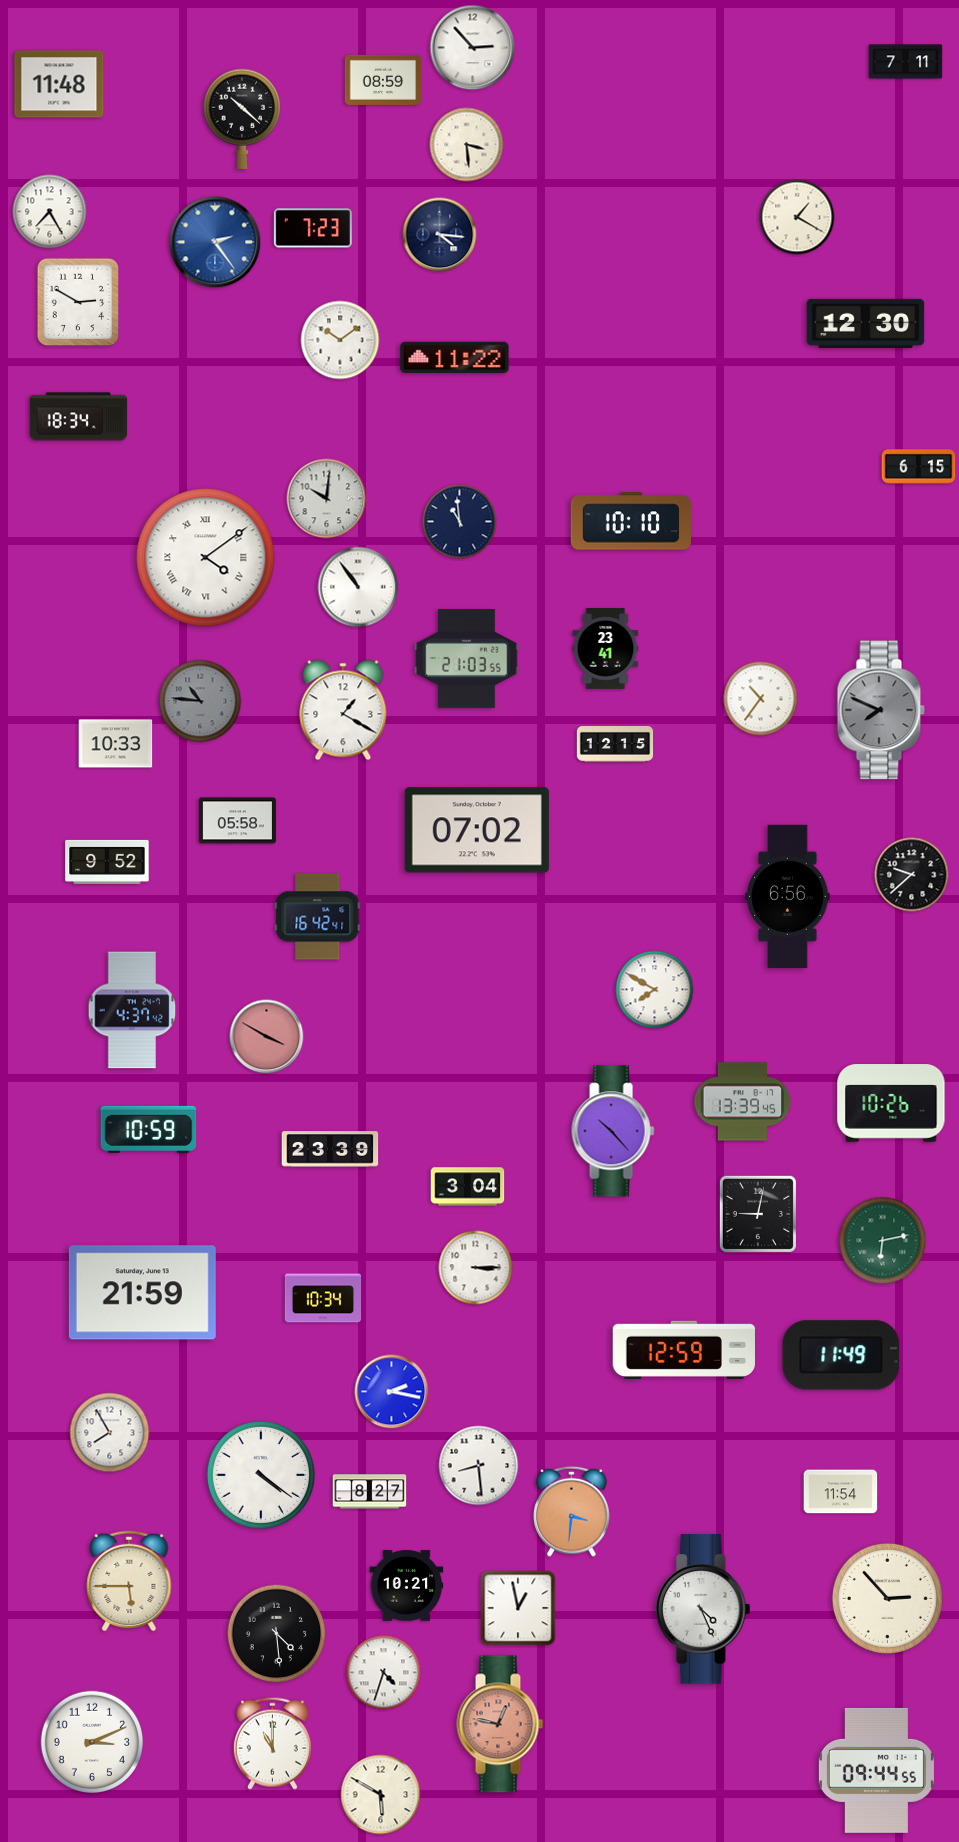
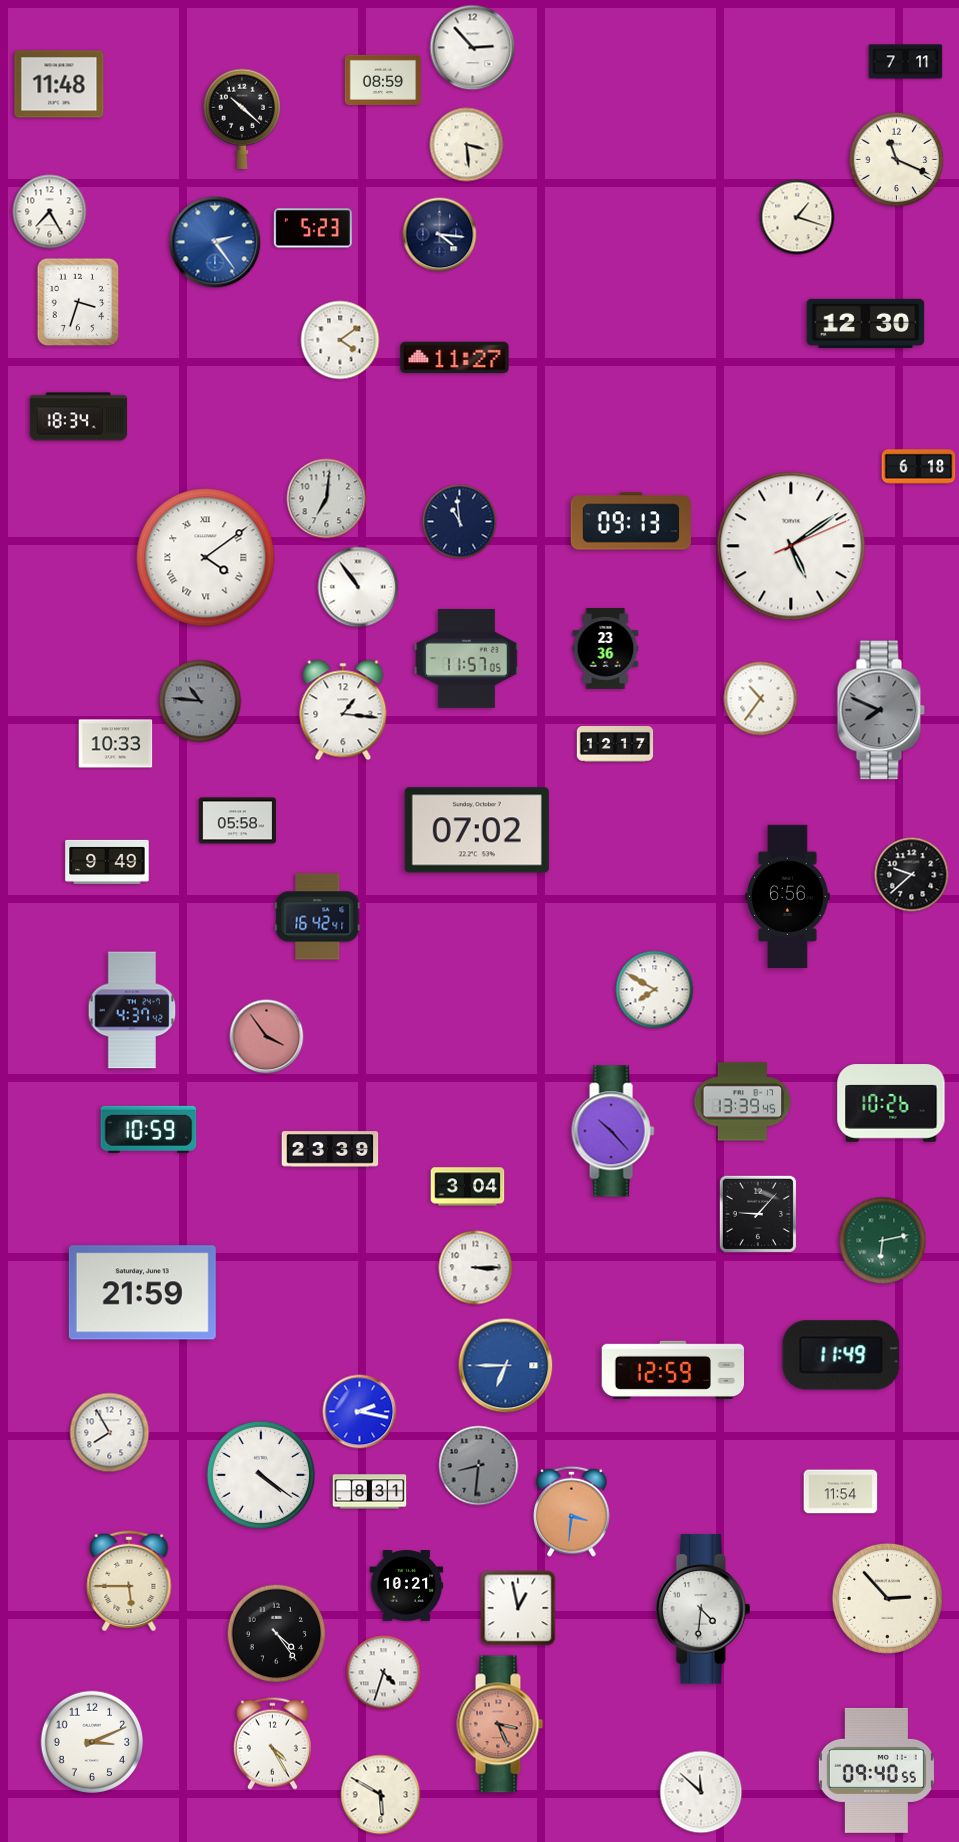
clock at (897, 160): none -> 11:19
clock at (797, 217): 1:20 -> 1:18
clock at (313, 228): 7:23 -> 5:23
clock at (78, 302): 2:50 -> 3:33
clock at (340, 340): 10:09 -> 4:09
clock at (455, 358): 11:22 -> 11:27
clock at (919, 467): 6:15 -> 6:18
clock at (327, 499): 10:01 -> 7:01
clock at (630, 521): 10:10 -> 09:13
clock at (791, 546): none -> 5:09
clock at (606, 649): 23:41 -> 23:36
clock at (467, 659): 21:03 -> 11:57
clock at (343, 710): 1:20 -> 1:16
clock at (615, 745): 12:15 -> 12:17
clock at (107, 862): 9:52 -> 9:49
clock at (267, 1037): 3:50 -> 3:54
clock at (758, 1214): 9:02 -> 9:07
clock at (323, 1298): 10:34 -> none
clock at (683, 1350) position: (683, 1350) -> (672, 1370)
clock at (506, 1366): none -> 6:45
clock at (392, 1392) position: (392, 1392) -> (360, 1412)
clock at (479, 1466): 8:29 -> 8:31
clock at (479, 1466) dial: white -> grey
clock at (370, 1492): 8:27 -> 8:31
clock at (703, 1609): 4:26 -> 4:31
clock at (277, 1634): 4:29 -> 4:24
clock at (500, 1724): 12:47 -> 3:26
clock at (272, 1743): 11:00 -> 4:25
clock at (876, 1770): 09:44 -> 09:40
clock at (701, 1792): none -> 11:52
